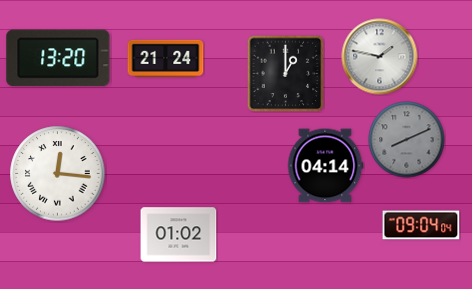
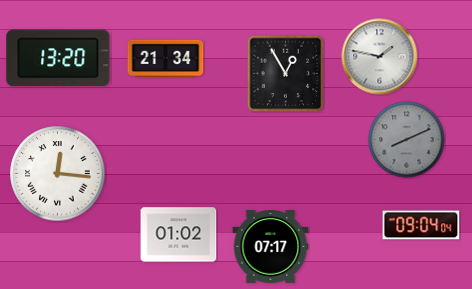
clock at (166, 59): 21:24 -> 21:34
clock at (285, 73): 1:00 -> 12:55
clock at (326, 166): 04:14 -> none
clock at (271, 247): none -> 07:17
